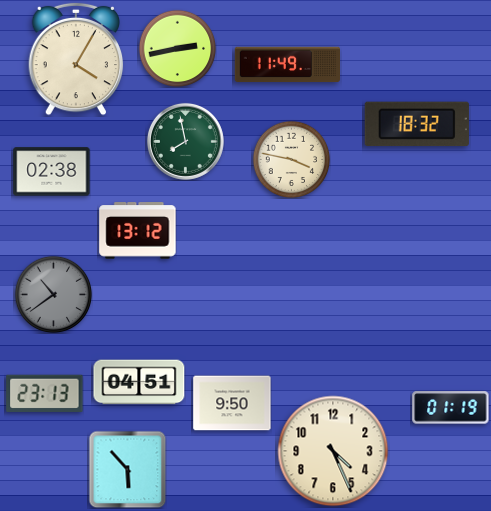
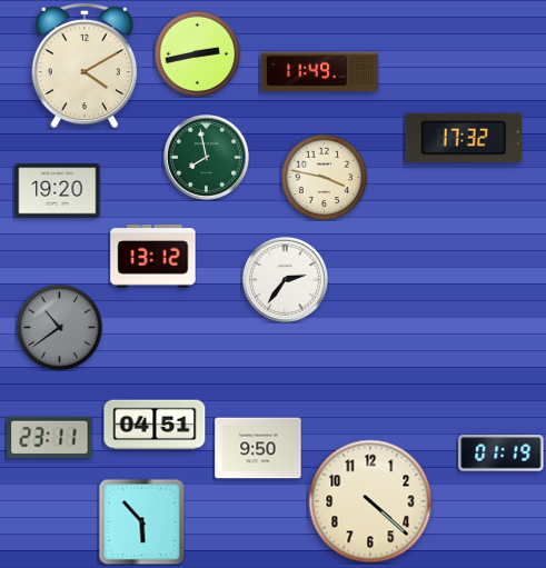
clock at (76, 59): 4:05 -> 4:10
clock at (417, 124): 18:32 -> 17:32
clock at (52, 172): 02:38 -> 19:20
clock at (285, 279): none -> 2:36
clock at (45, 393): 23:13 -> 23:11
clock at (333, 451): 4:26 -> 4:22
